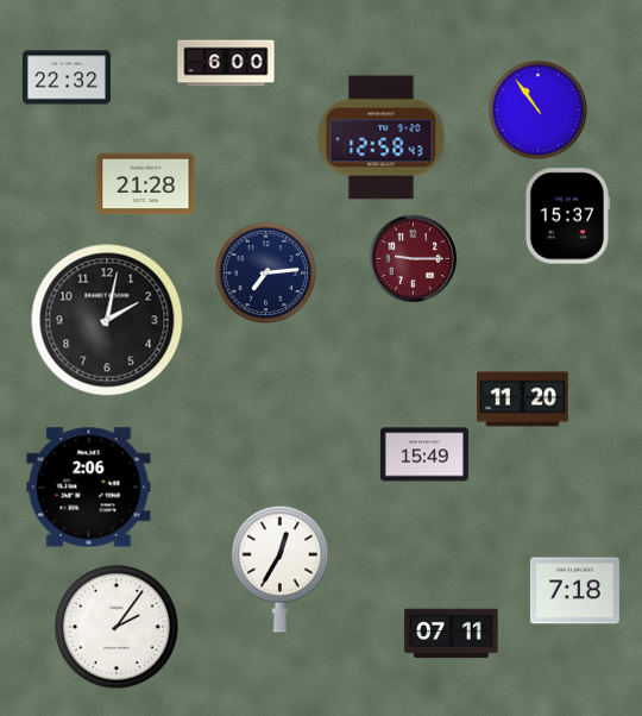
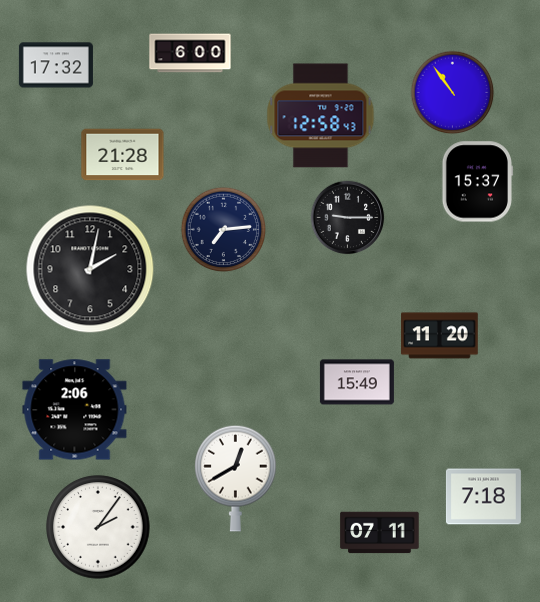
clock at (67, 77): 22:32 -> 17:32
clock at (414, 259) dial: burgundy -> black
clock at (281, 569): 12:35 -> 12:40
